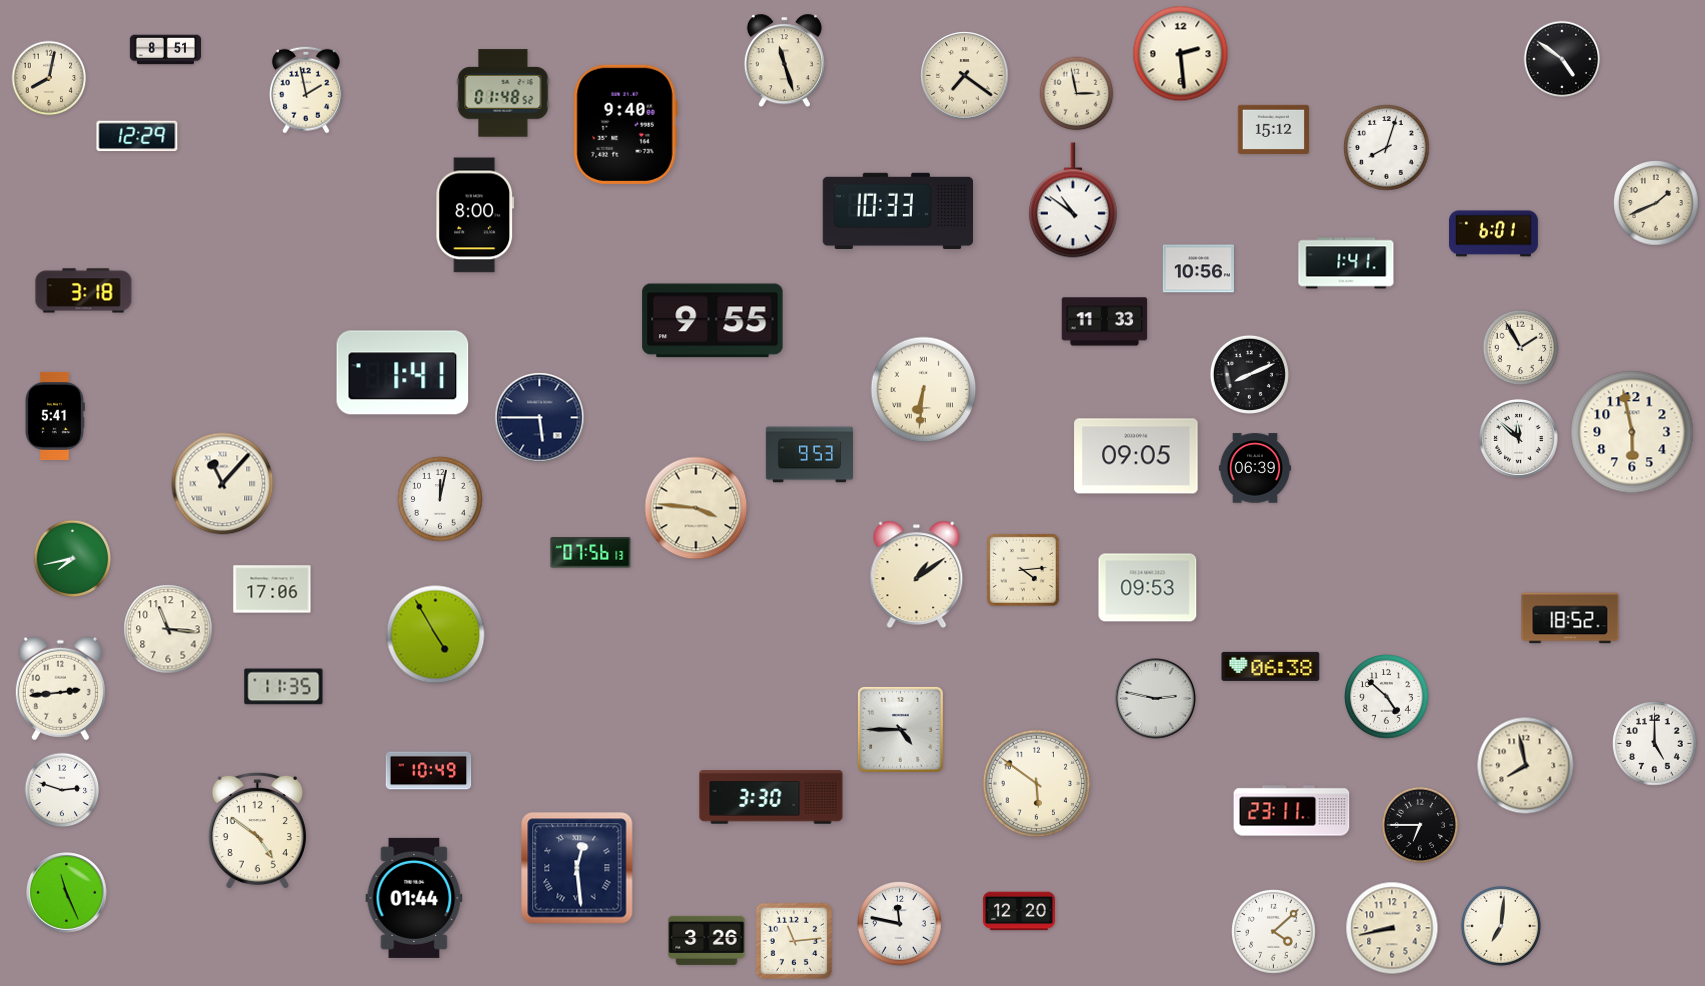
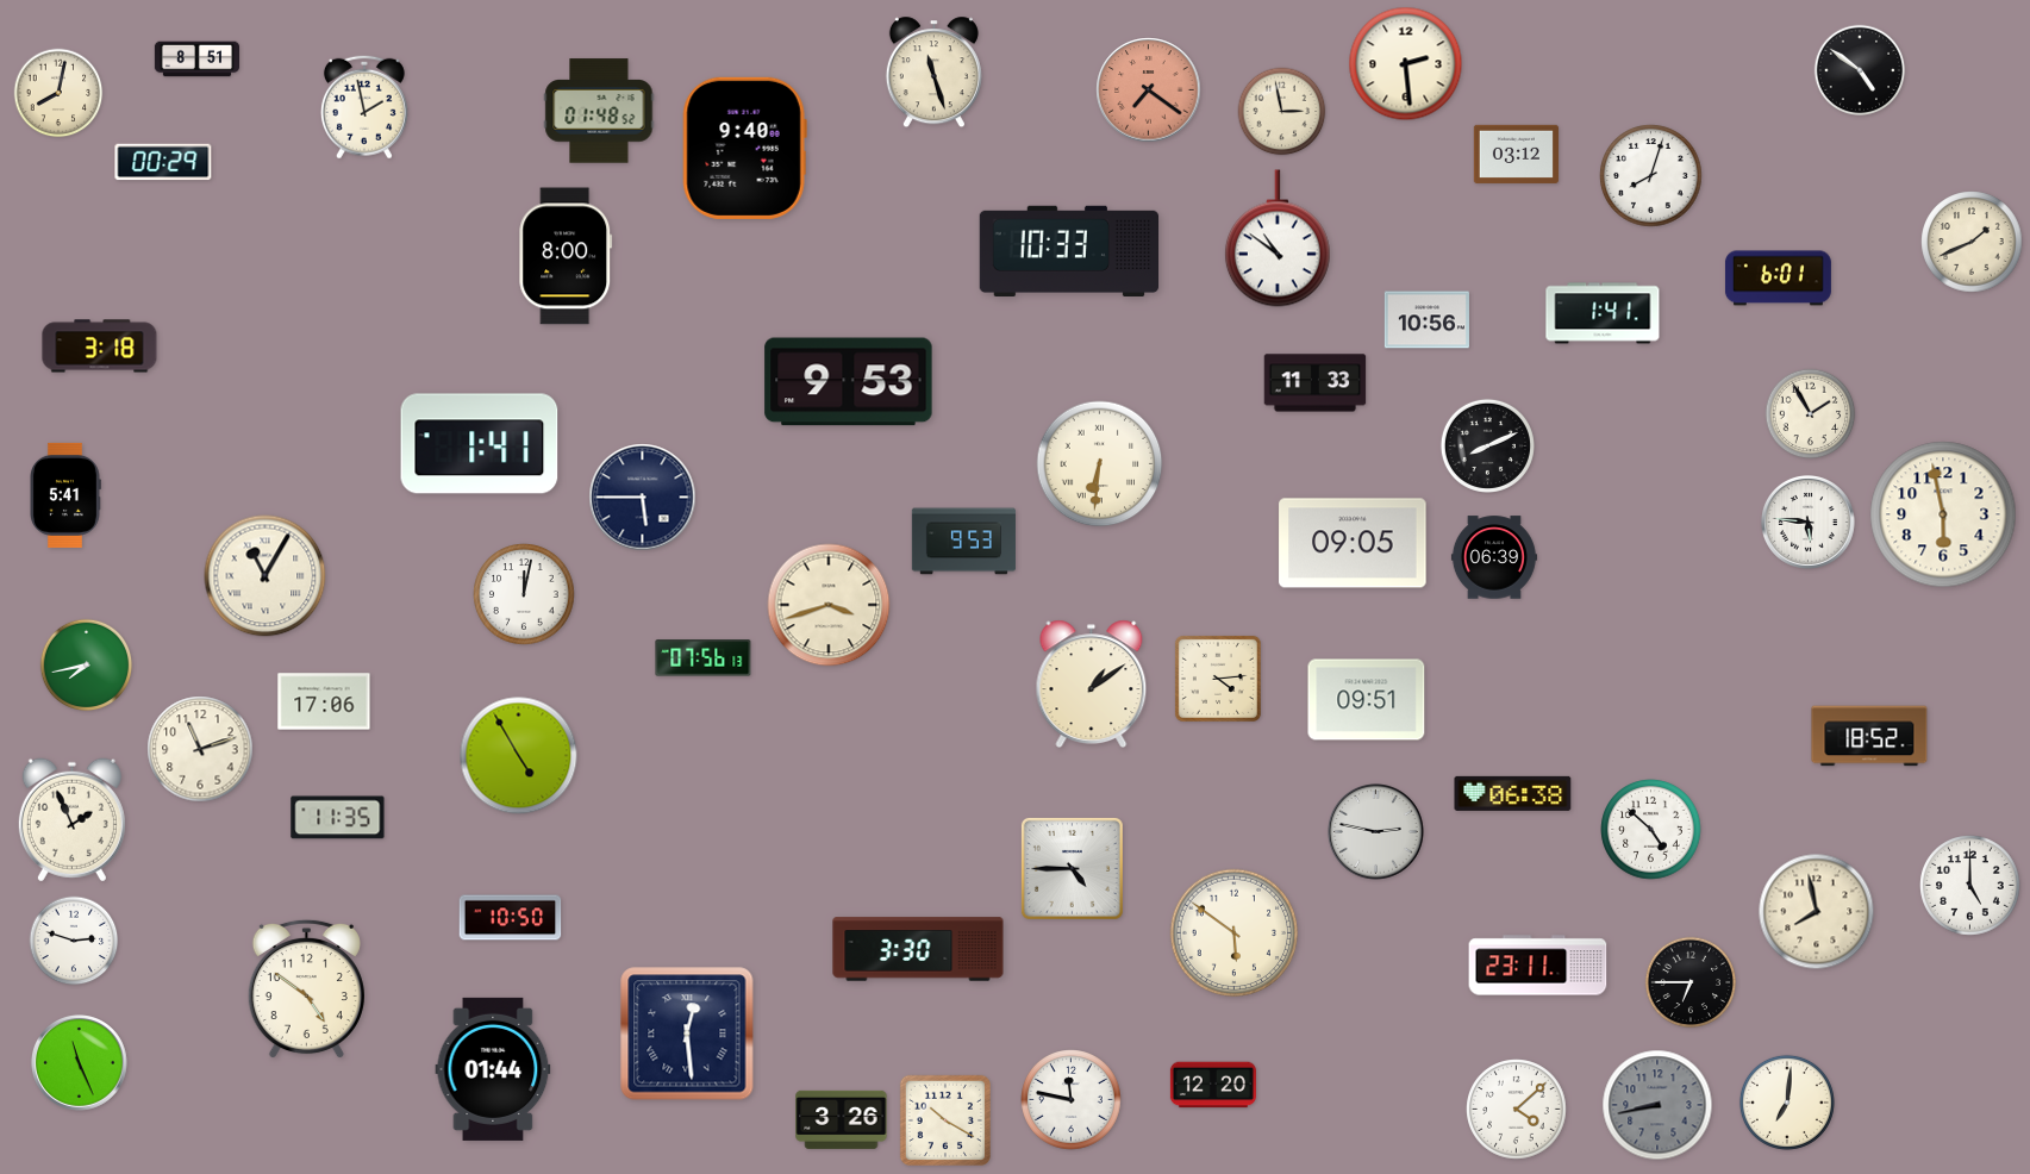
clock at (965, 76) dial: cream -> salmon
clock at (1273, 129): 15:12 -> 03:12
clock at (137, 136): 12:29 -> 00:29
clock at (713, 321): 9:55 -> 9:53
clock at (1518, 438): 11:52 -> 5:46
clock at (223, 484): 11:07 -> 11:05
clock at (696, 508): 3:46 -> 3:42
clock at (1148, 588): 09:53 -> 09:51
clock at (168, 629): 11:16 -> 11:12
clock at (60, 689): 2:44 -> 1:56
clock at (429, 771): 10:49 -> 10:50
clock at (1392, 928) dial: cream -> grey
clock at (793, 940): 11:14 -> 10:20
